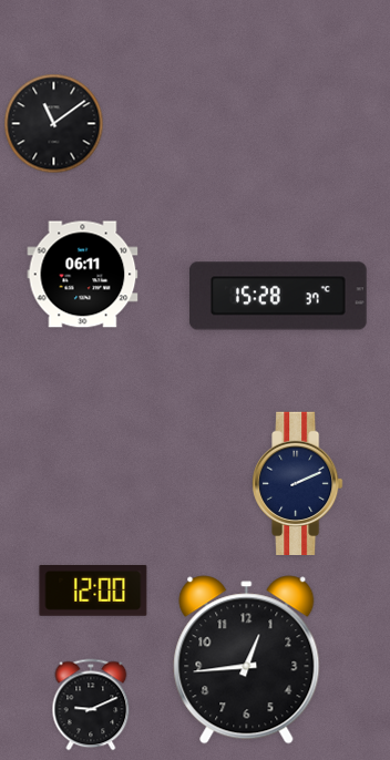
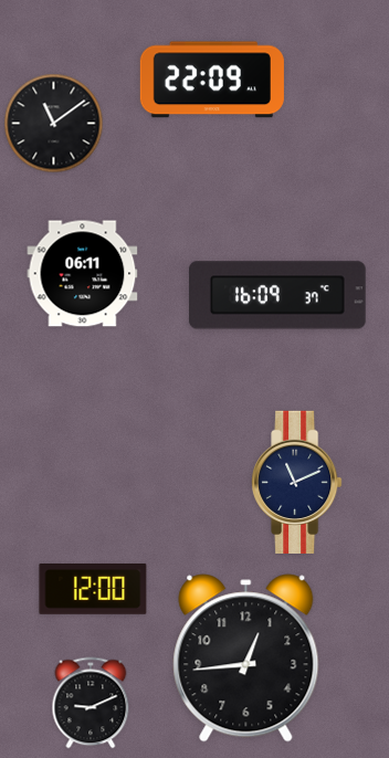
clock at (212, 80): none -> 22:09
clock at (279, 296): 15:28 -> 16:09
clock at (298, 483): 2:11 -> 11:11
